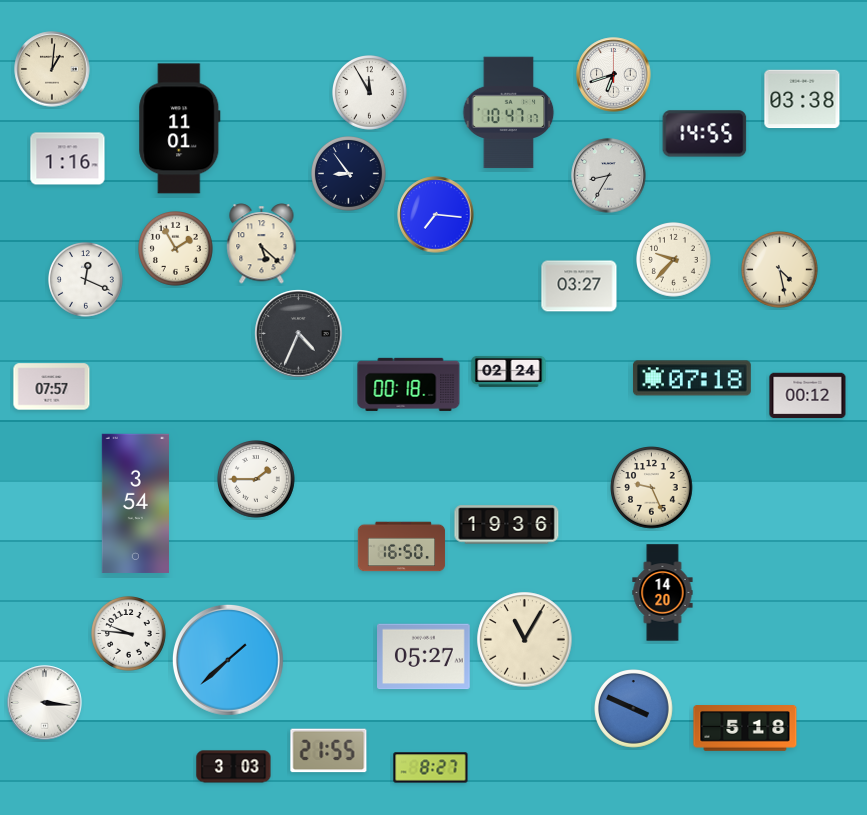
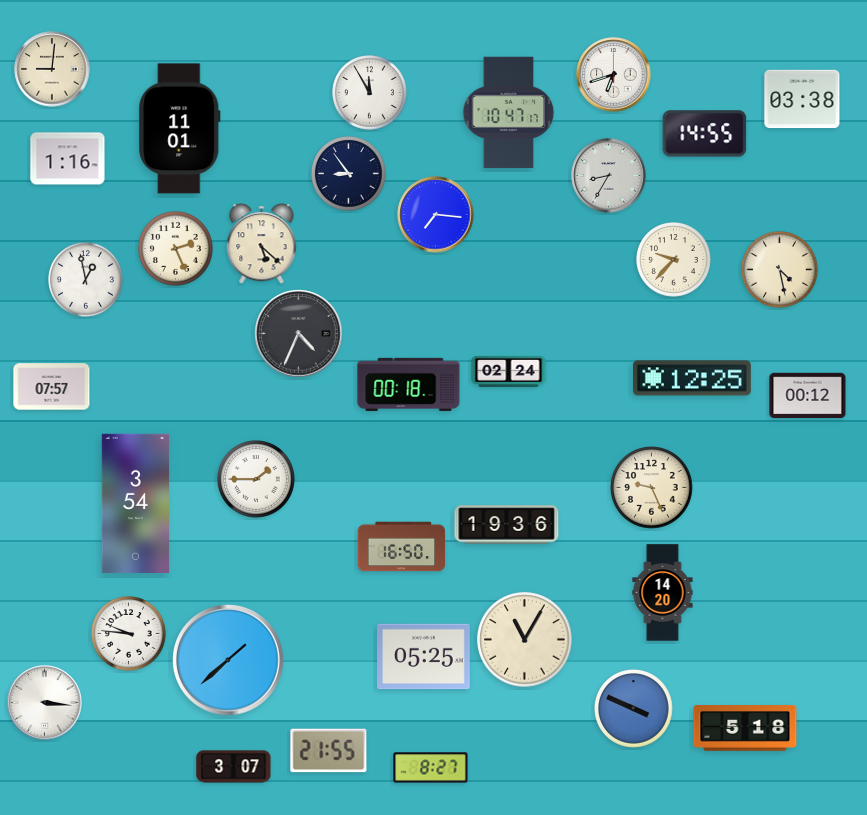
clock at (52, 69): 1:01 -> 9:01
clock at (176, 249): 1:55 -> 2:26
clock at (86, 280): 12:19 -> 12:58
clock at (579, 286): 03:27 -> none
clock at (692, 378): 07:18 -> 12:25
clock at (424, 657): 05:27 -> 05:25
clock at (234, 767): 3:03 -> 3:07
